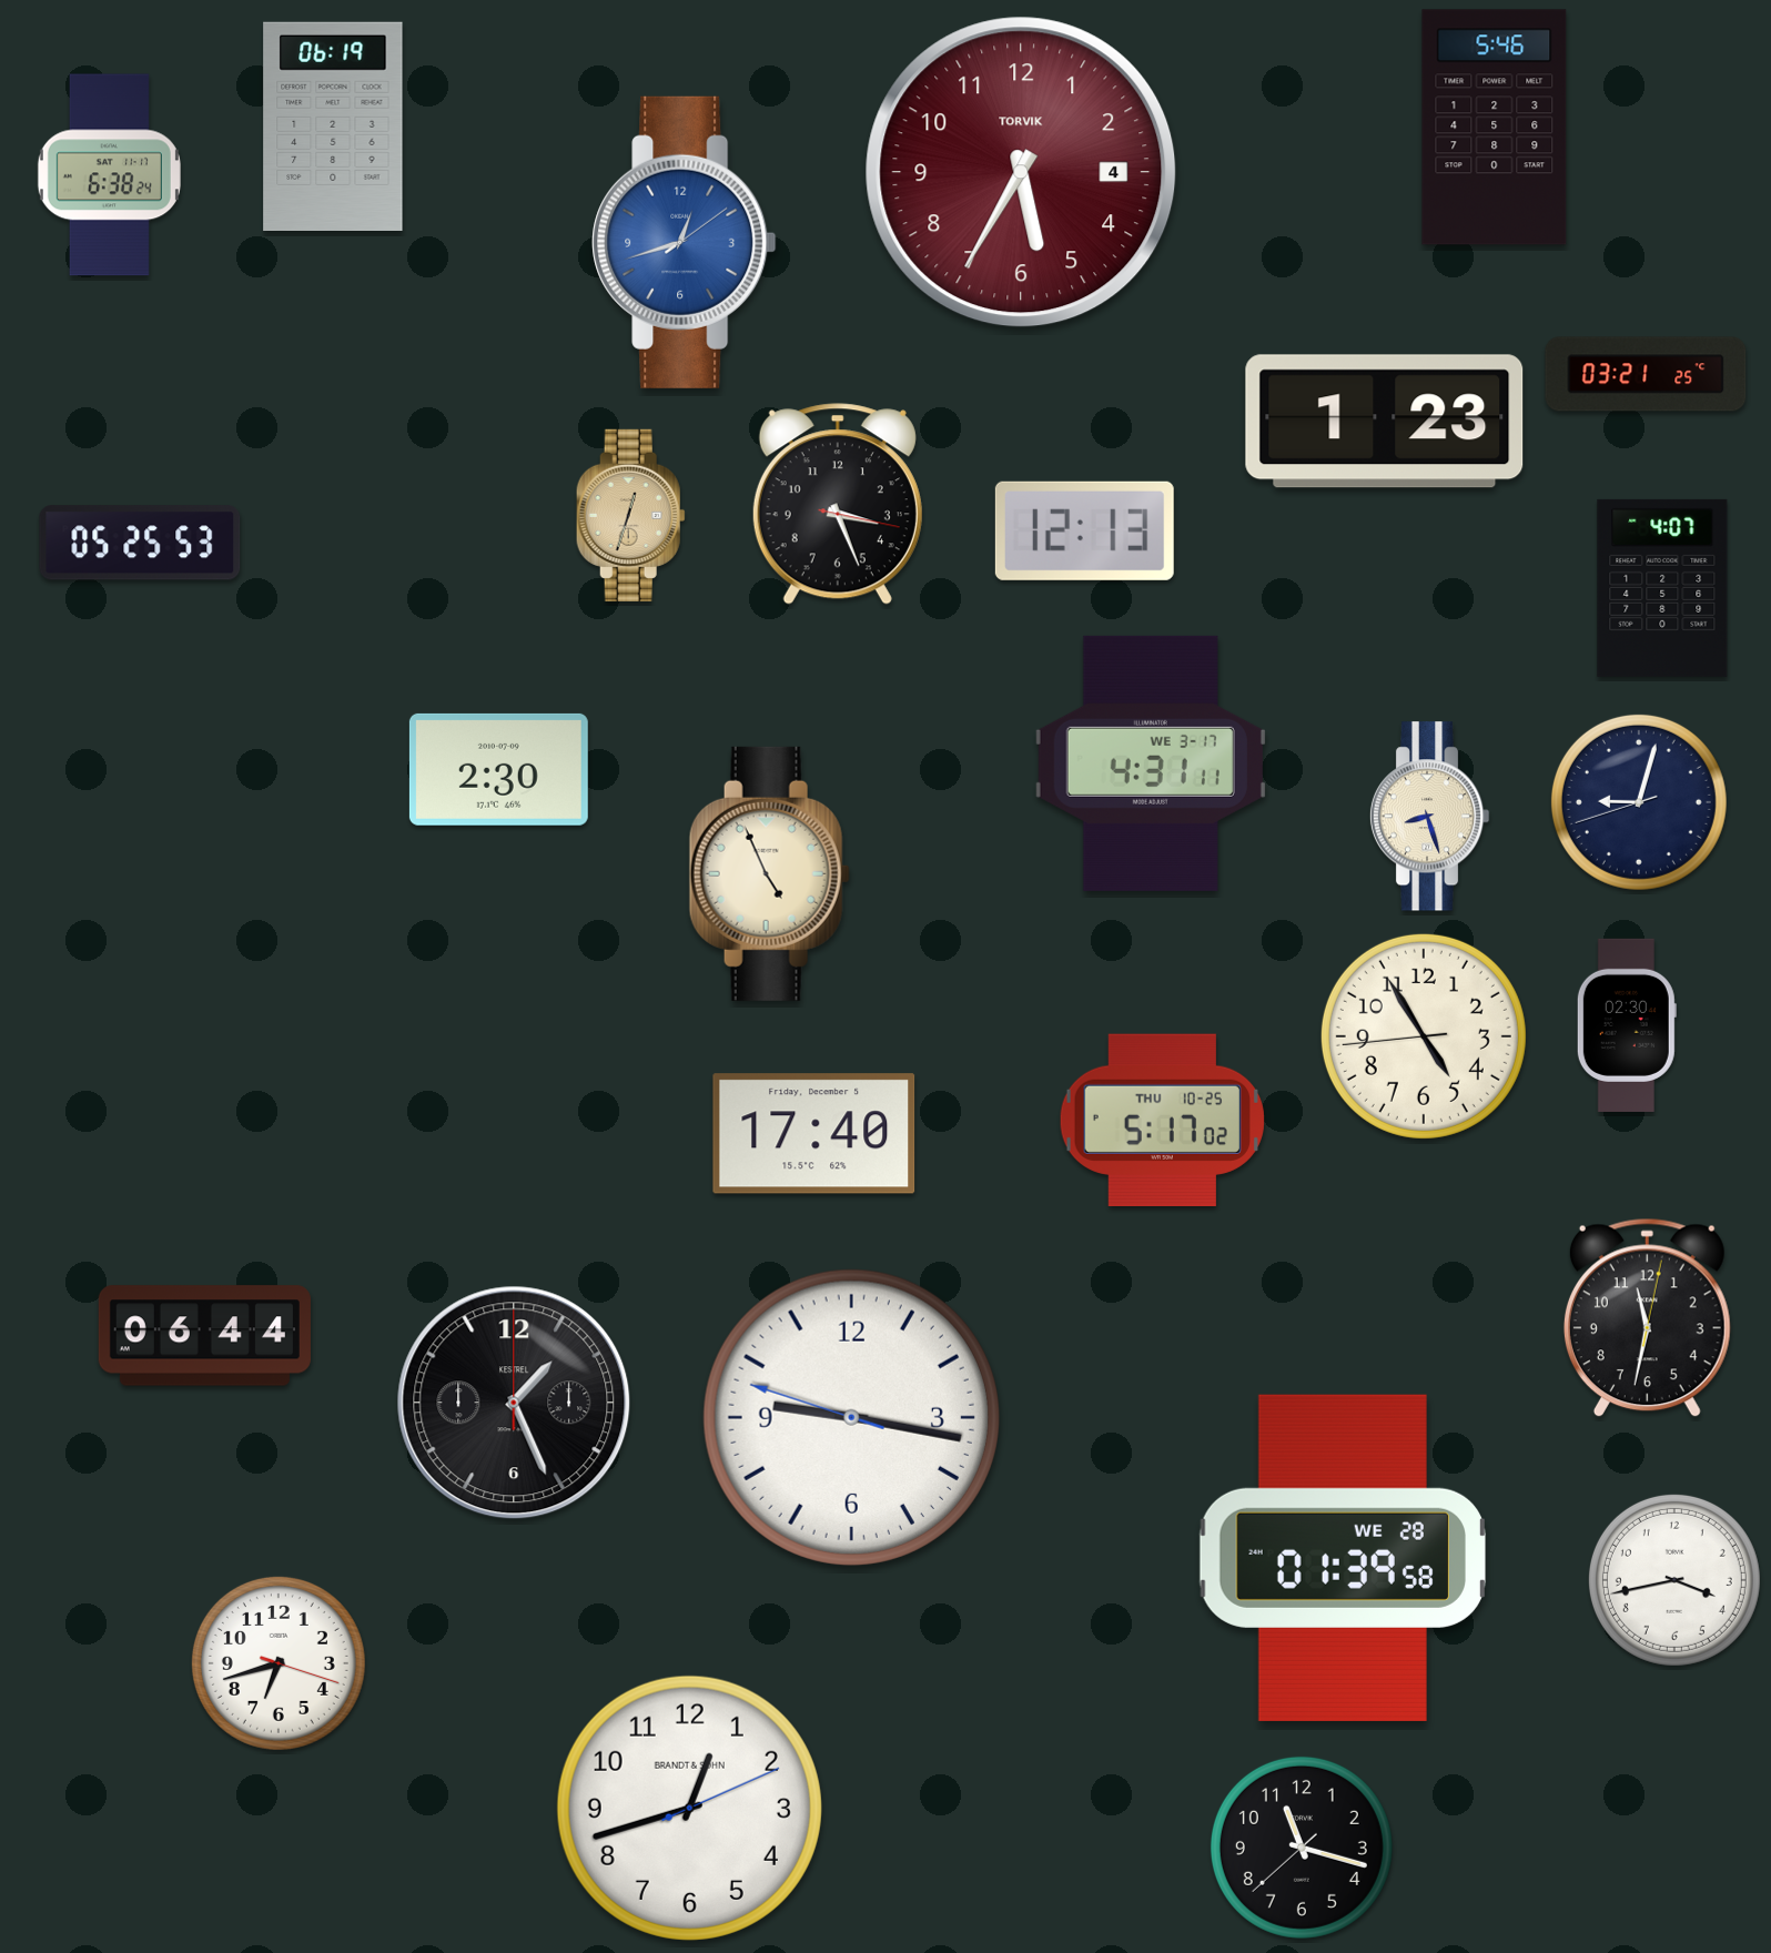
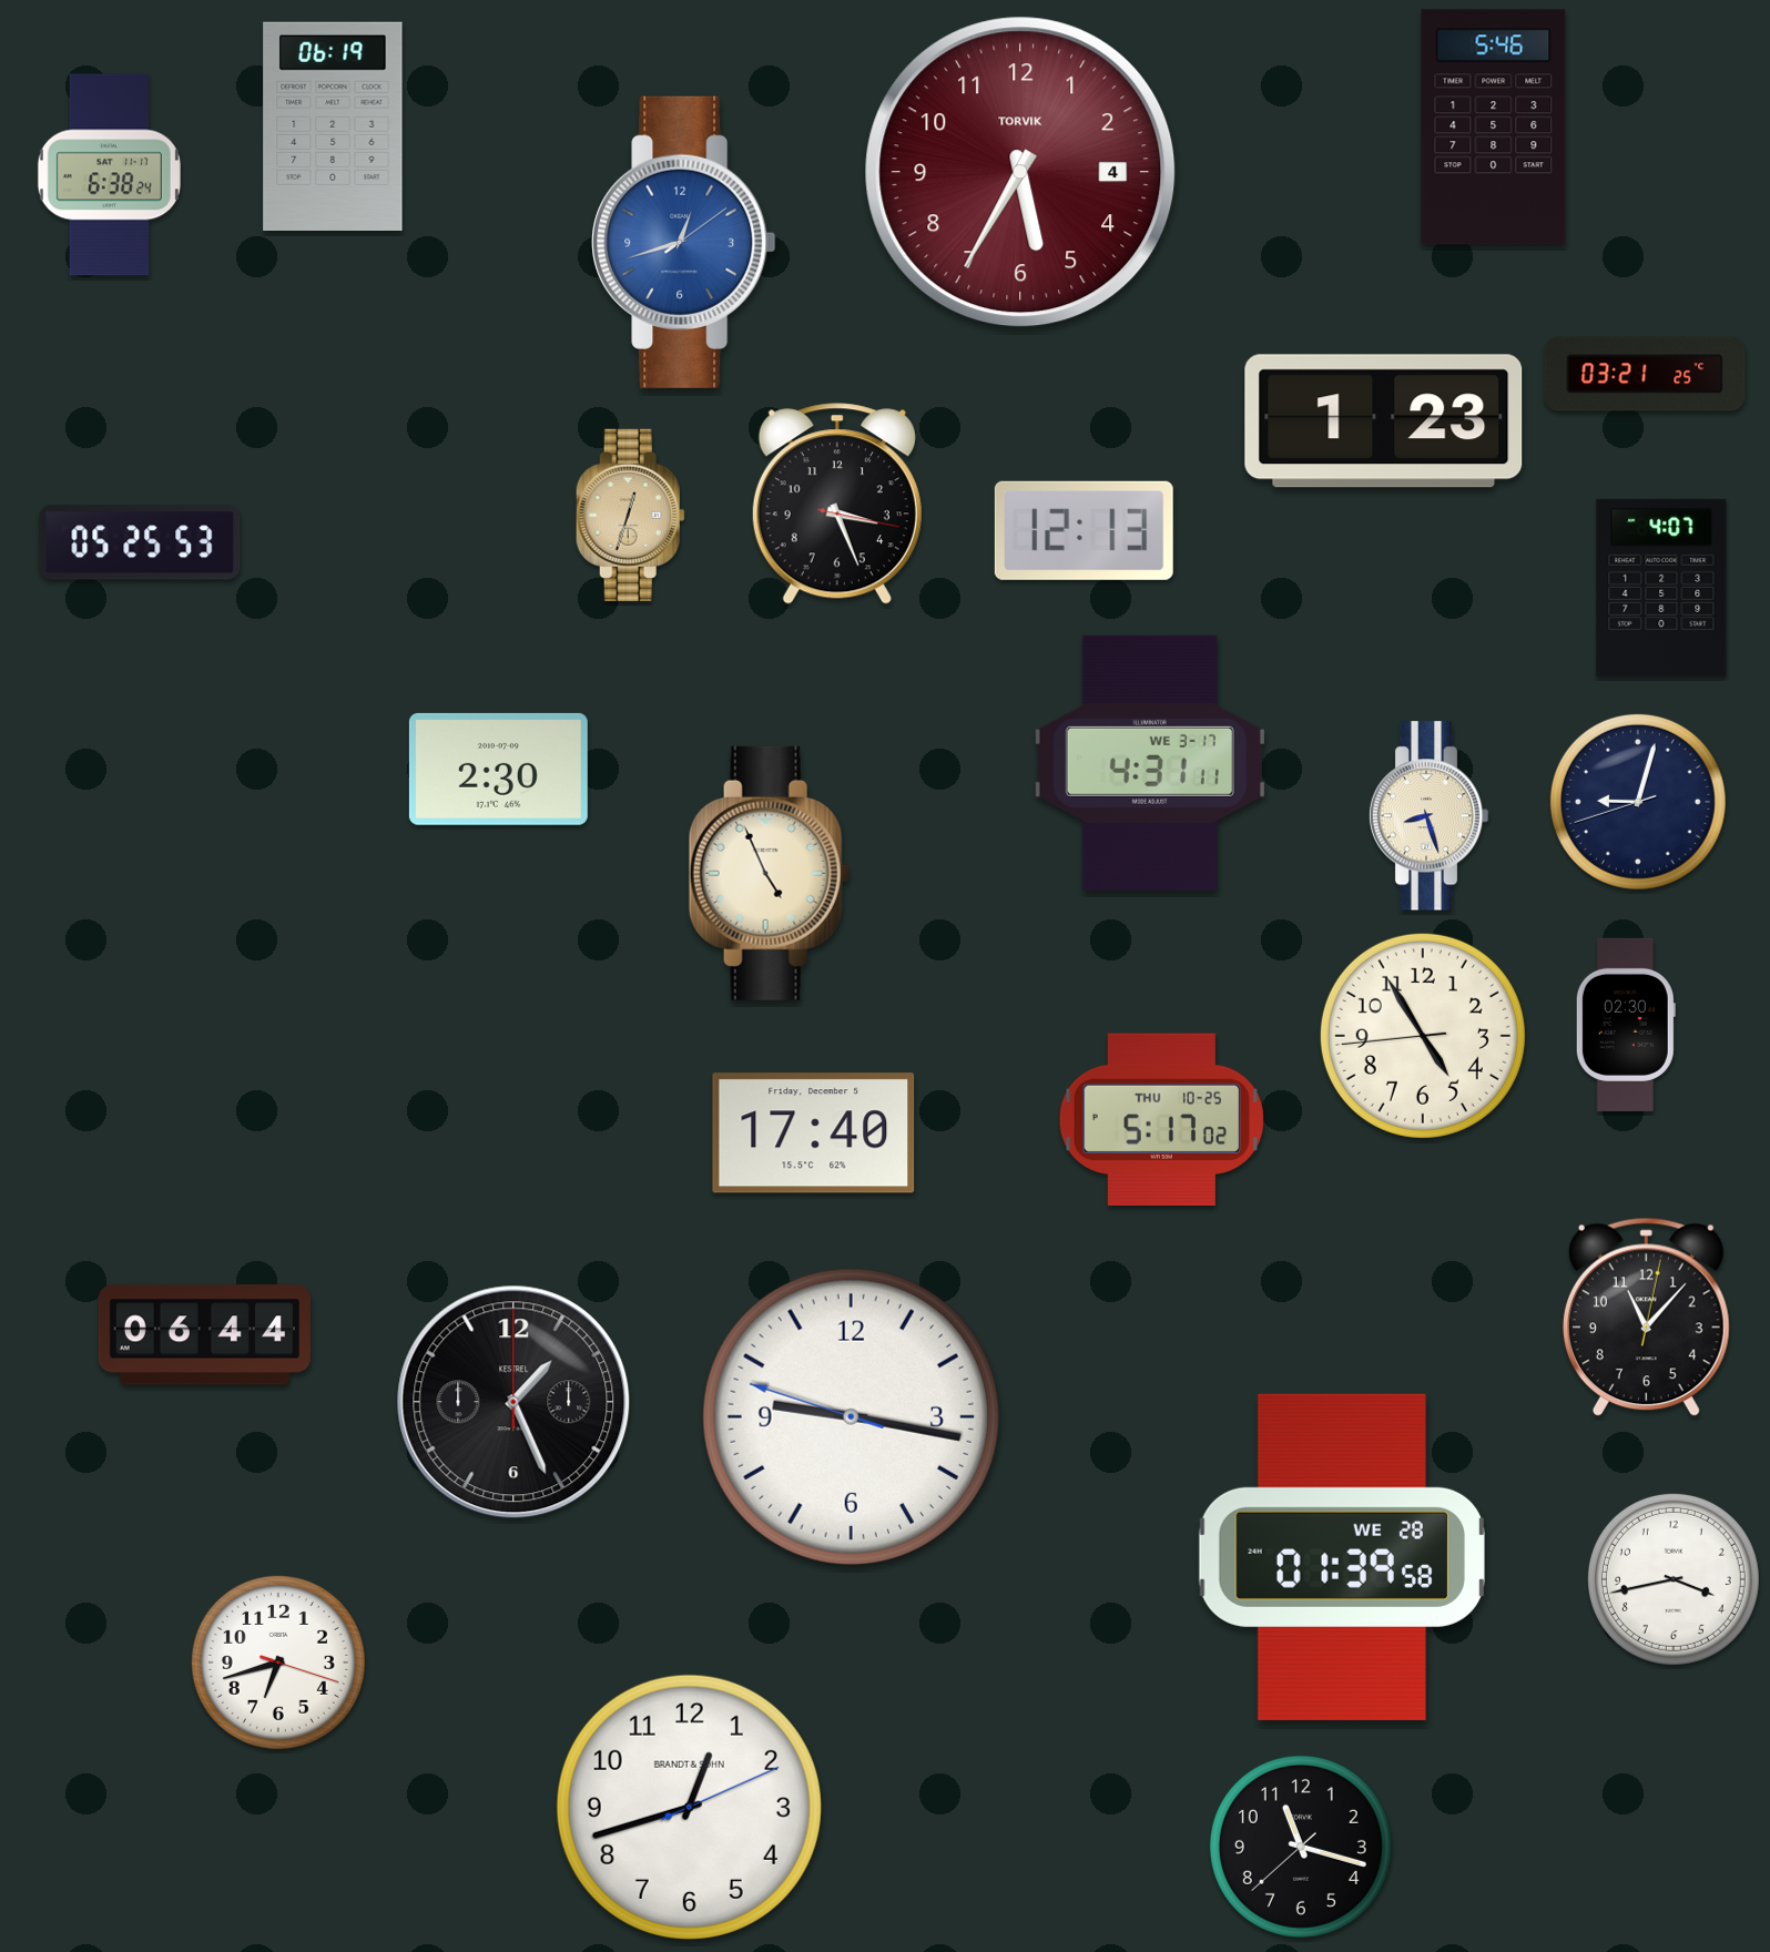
clock at (1647, 1318): 11:32 -> 11:07
